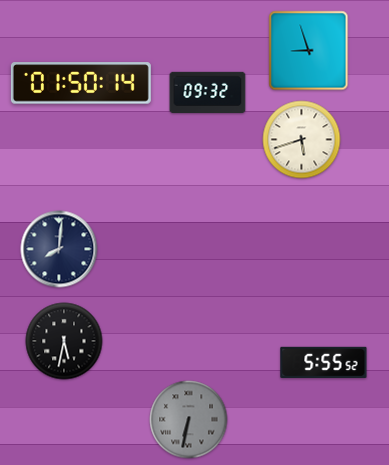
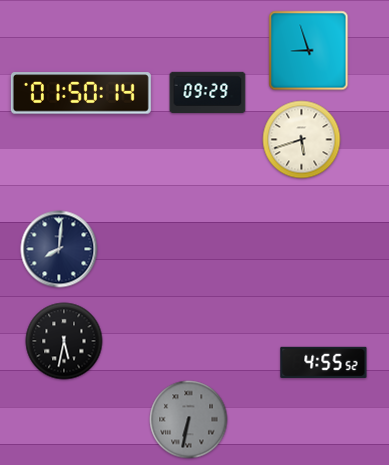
clock at (81, 83) position: (81, 83) -> (81, 93)
clock at (208, 92): 09:32 -> 09:29
clock at (324, 362): 5:55 -> 4:55
